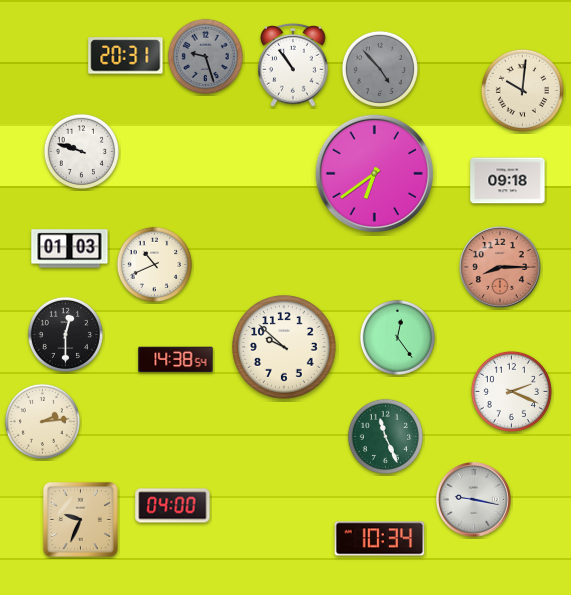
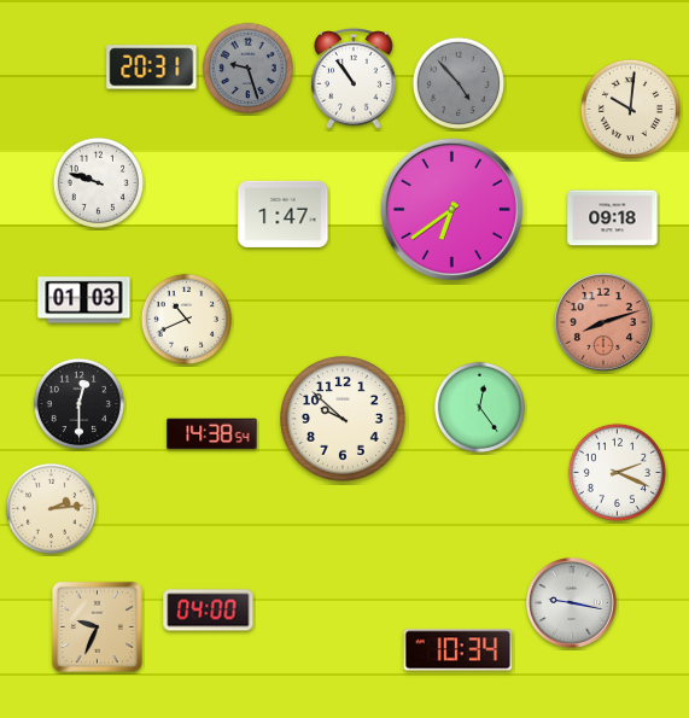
clock at (284, 214): none -> 1:47
clock at (500, 267): 8:15 -> 8:12
clock at (385, 436): 11:26 -> none
